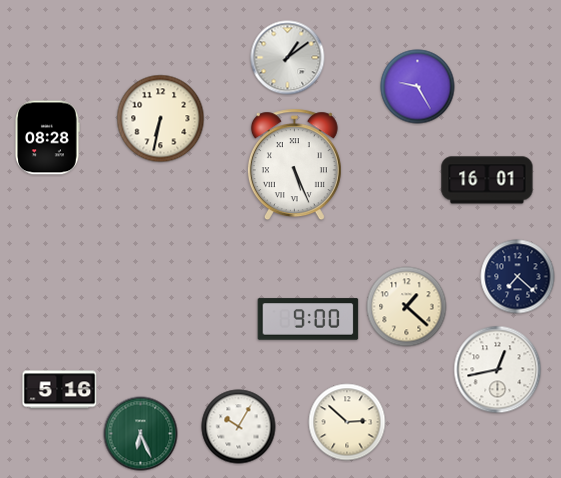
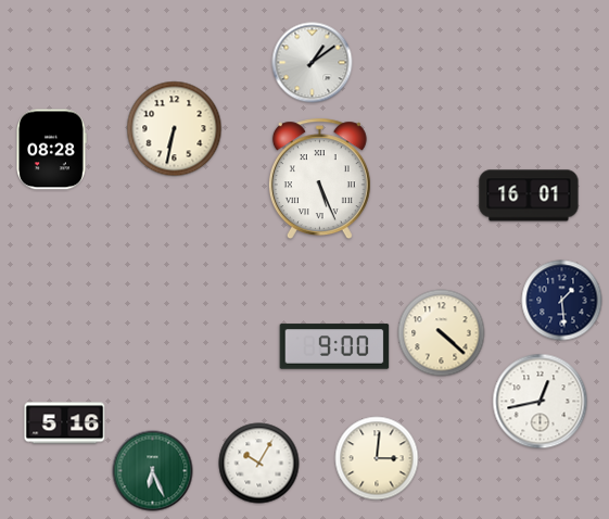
clock at (418, 87): 9:25 -> none
clock at (518, 277): 7:22 -> 1:29
clock at (407, 307): 1:22 -> 4:22
clock at (347, 422): 2:52 -> 3:01
